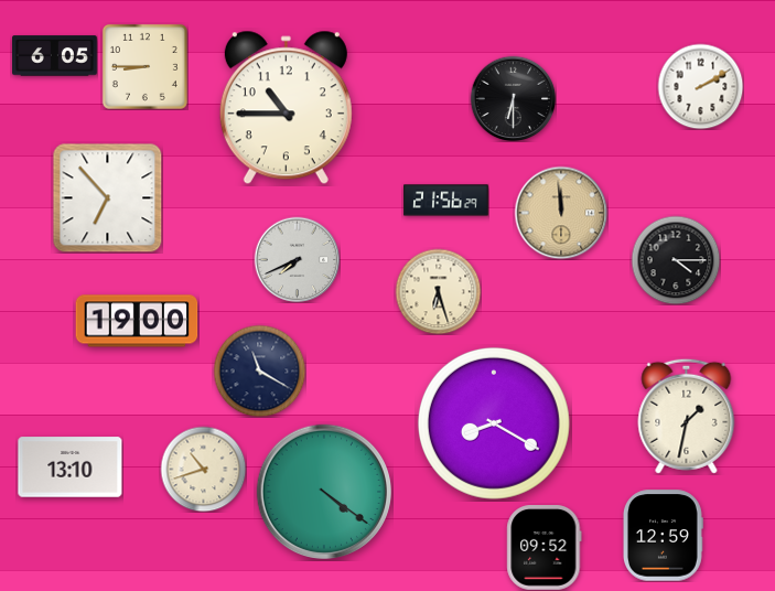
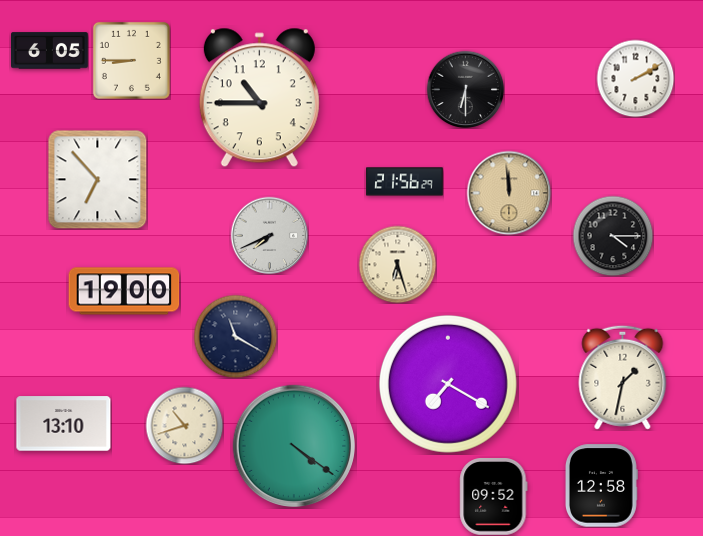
clock at (494, 423): 8:20 -> 7:20
clock at (663, 536): 12:59 -> 12:58
